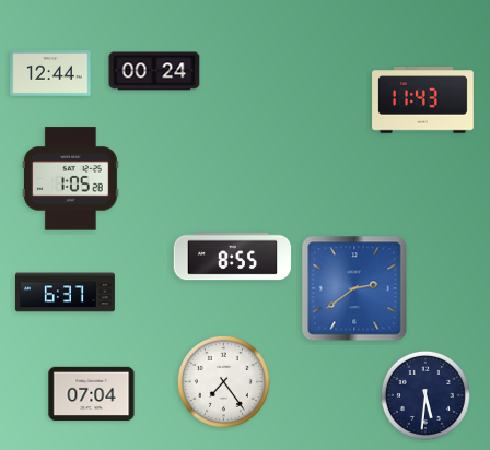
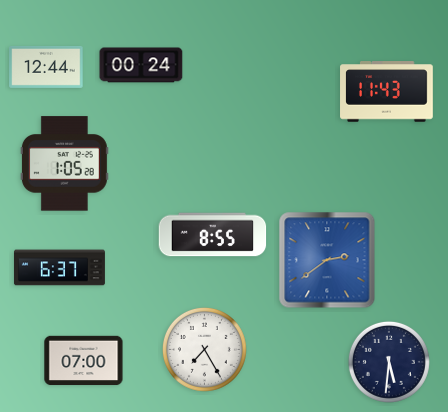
clock at (354, 288) position: (354, 288) -> (327, 260)
clock at (223, 381): 7:24 -> 7:25
clock at (92, 394): 07:04 -> 07:00
